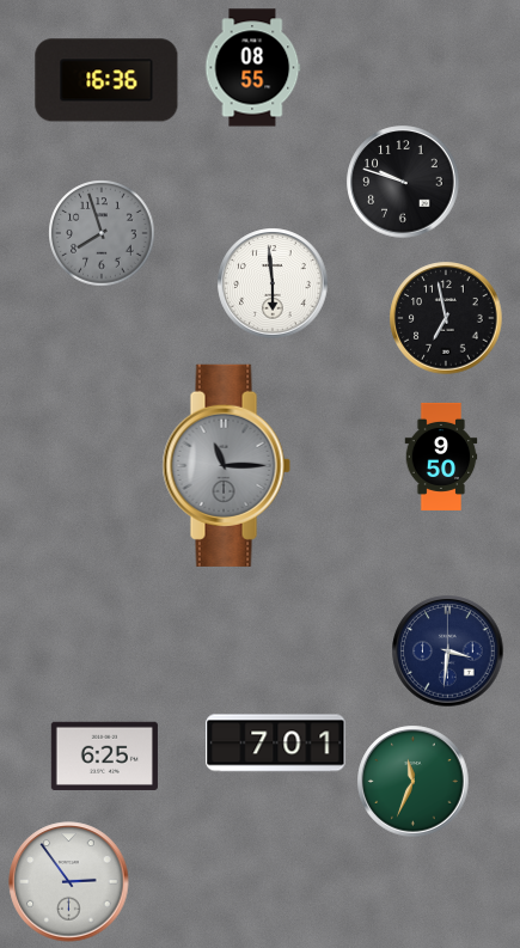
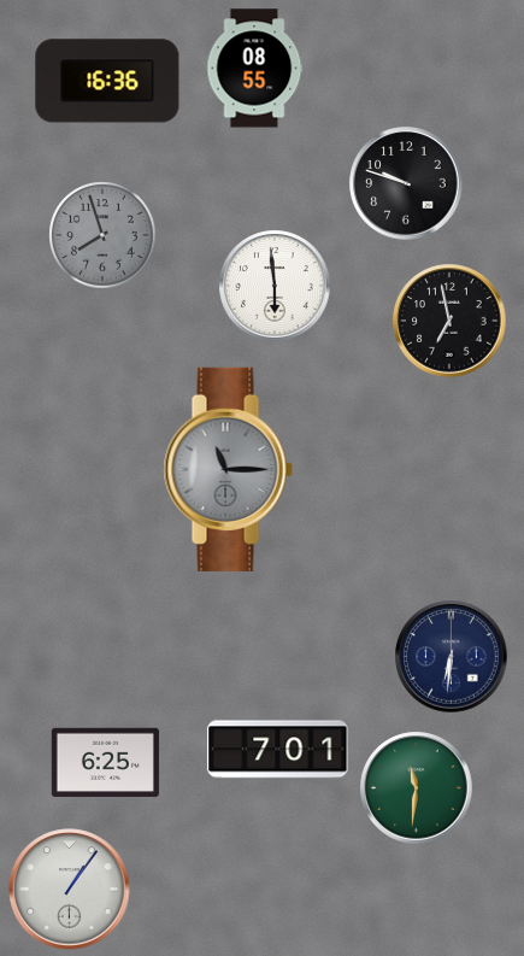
clock at (441, 457): 9:50 -> none
clock at (448, 652): 3:31 -> 6:31
clock at (414, 782): 11:34 -> 11:31
clock at (69, 882): 2:54 -> 1:06
